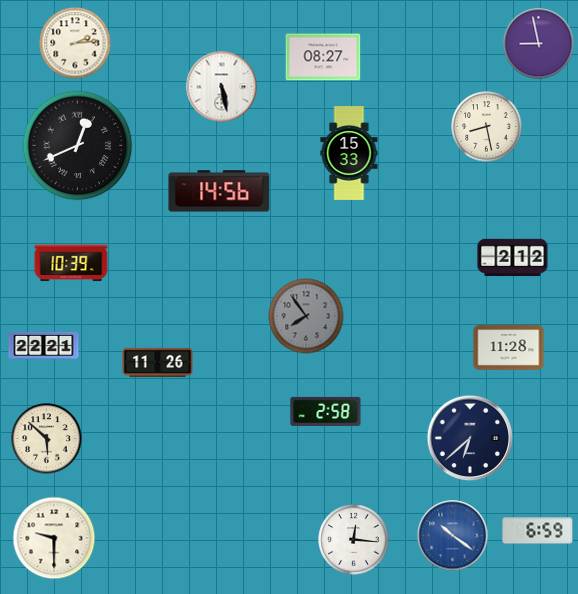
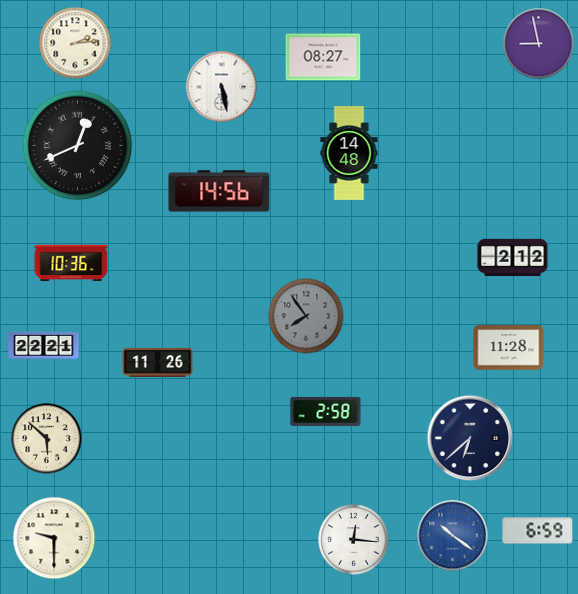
clock at (487, 127): 8:28 -> none
clock at (349, 153): 15:33 -> 14:48
clock at (71, 263): 10:39 -> 10:36
